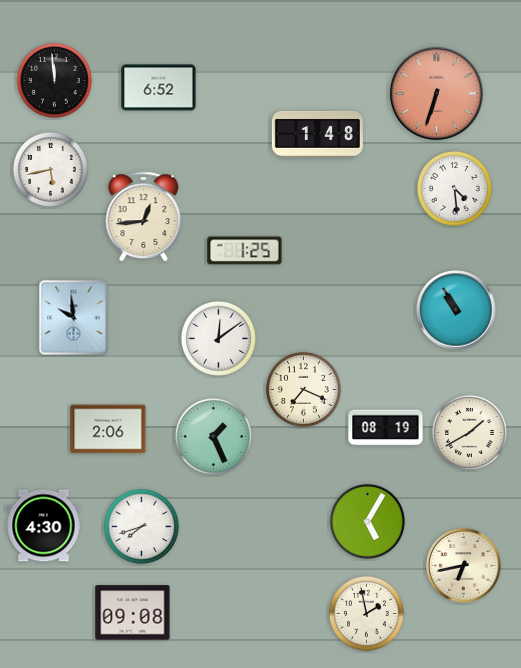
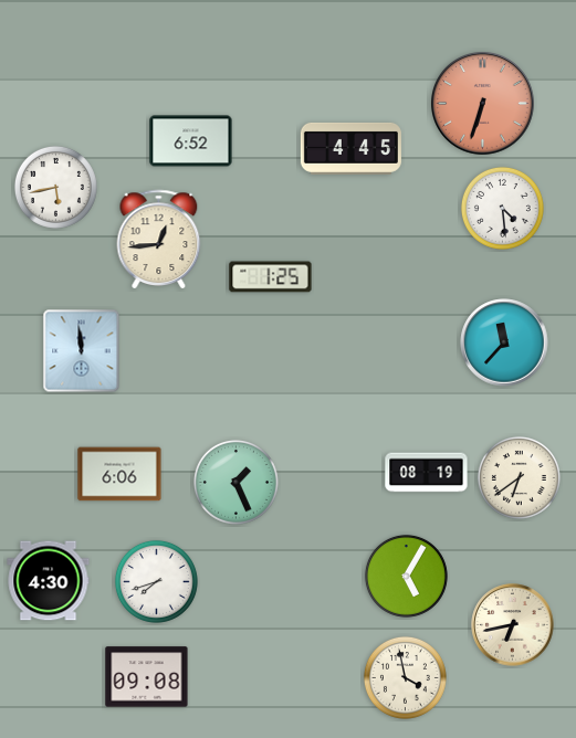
clock at (54, 80): 11:59 -> none
clock at (159, 88) position: (159, 88) -> (191, 141)
clock at (317, 134): 1:48 -> 4:45
clock at (456, 310): 10:55 -> 11:37
clock at (74, 318): 9:59 -> 11:59
clock at (218, 338): 12:09 -> none
clock at (303, 389): 7:19 -> none
clock at (108, 429): 2:06 -> 6:06
clock at (469, 432): 1:40 -> 6:39
clock at (366, 613): 1:58 -> 3:58
